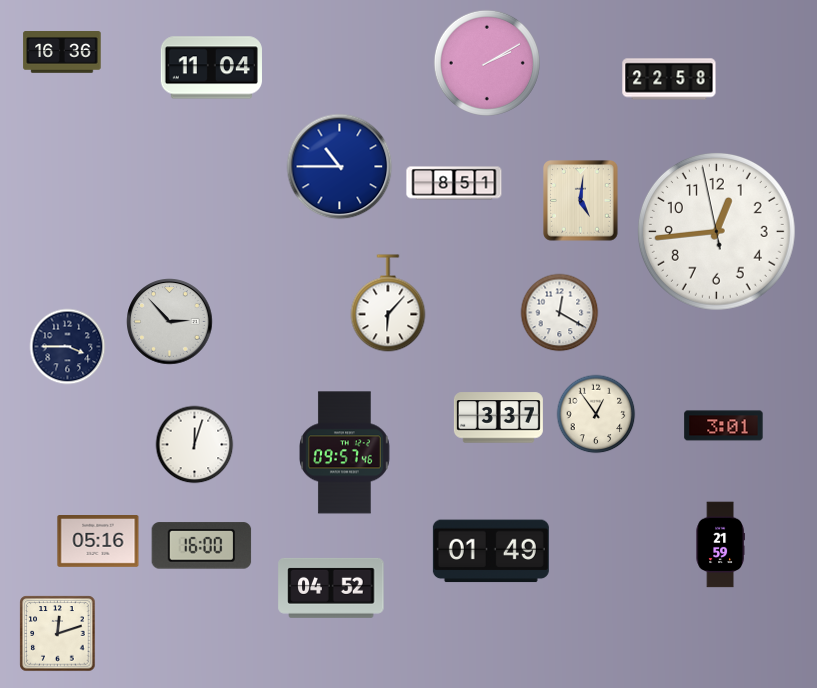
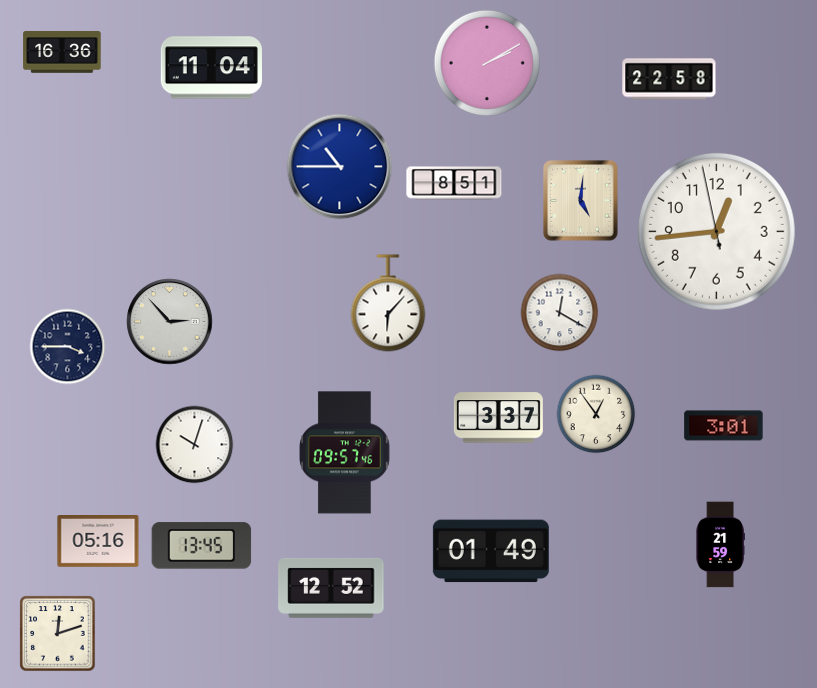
clock at (195, 445): 12:03 -> 10:03
clock at (202, 546): 16:00 -> 13:45
clock at (331, 588): 04:52 -> 12:52
